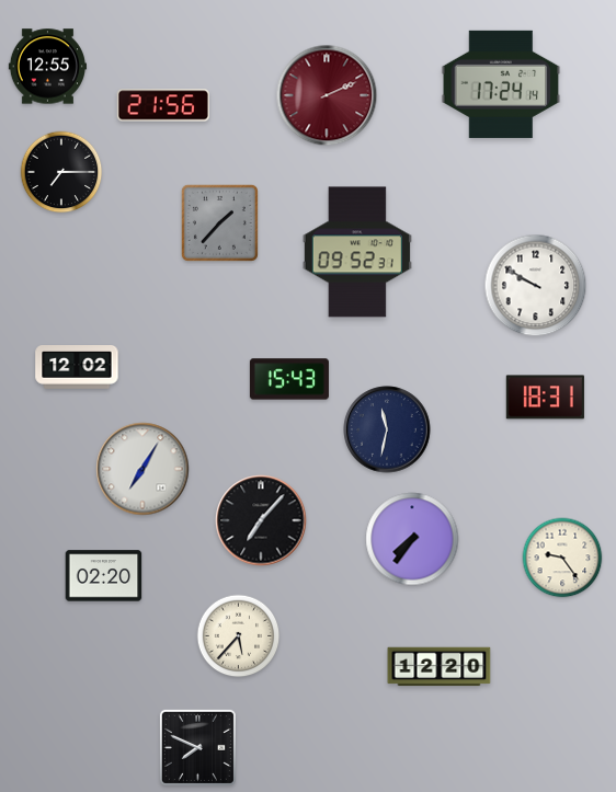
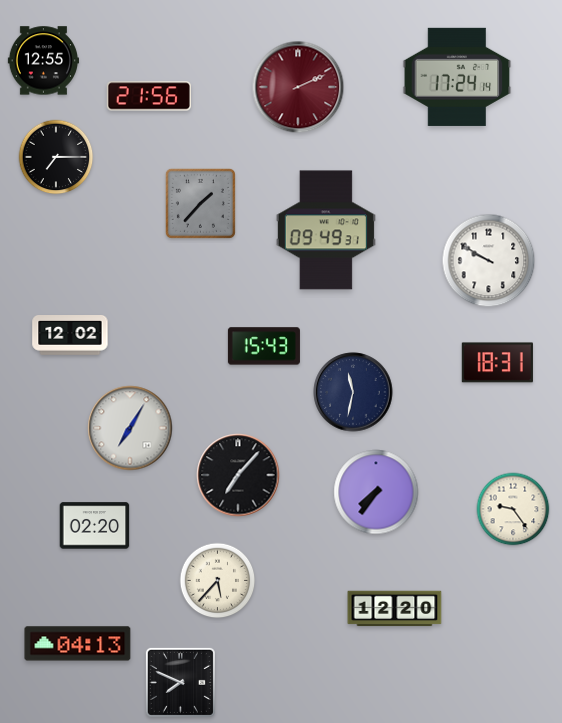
clock at (357, 252): 09:52 -> 09:49
clock at (440, 667) position: (440, 667) -> (395, 609)
clock at (78, 644): none -> 04:13
